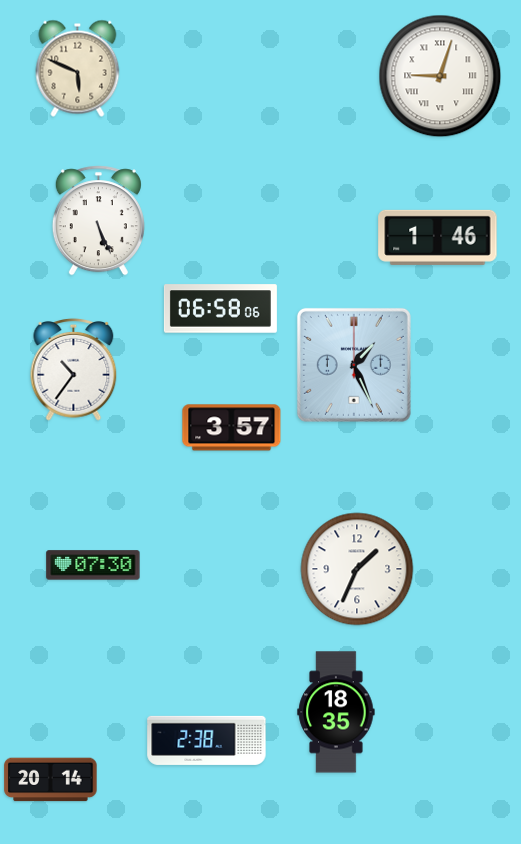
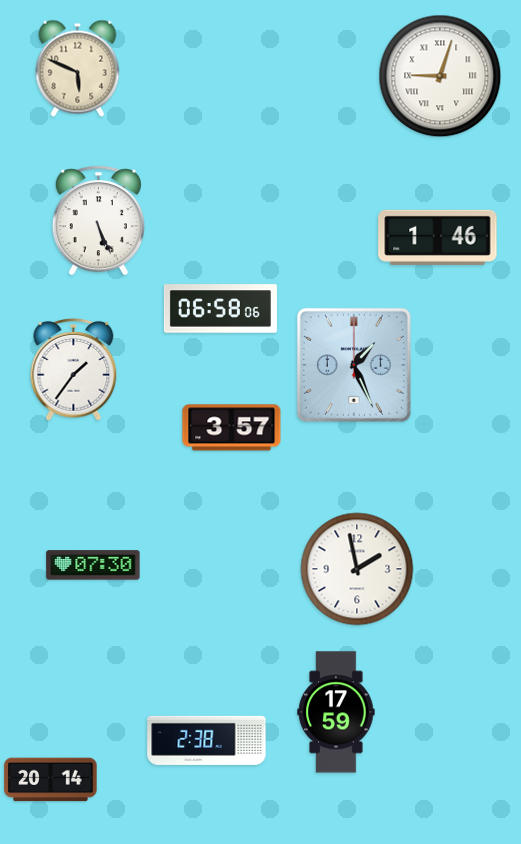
clock at (74, 369): 10:36 -> 1:36
clock at (357, 569): 1:34 -> 1:58
clock at (336, 712): 18:35 -> 17:59
